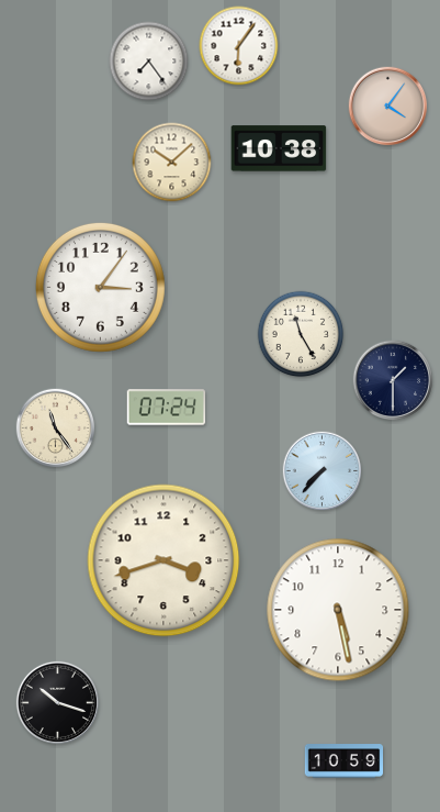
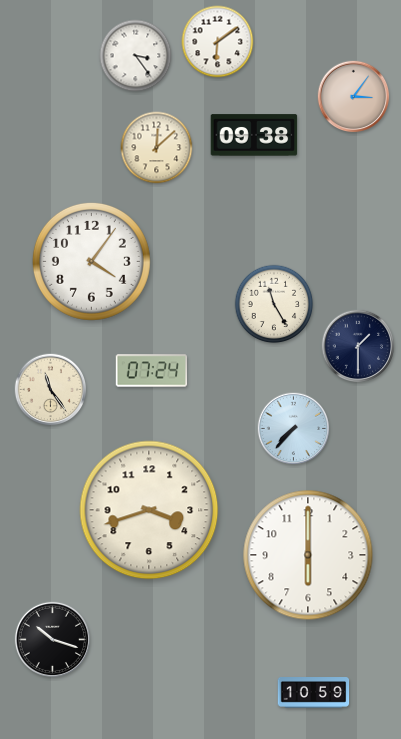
clock at (239, 46): 6:06 -> 6:09
clock at (149, 62): 7:24 -> 3:24
clock at (388, 107): 4:06 -> 3:06
clock at (279, 148): 10:38 -> 09:38
clock at (172, 163): 10:08 -> 12:08
clock at (100, 287): 3:06 -> 4:06
clock at (338, 610): 5:28 -> 6:00
